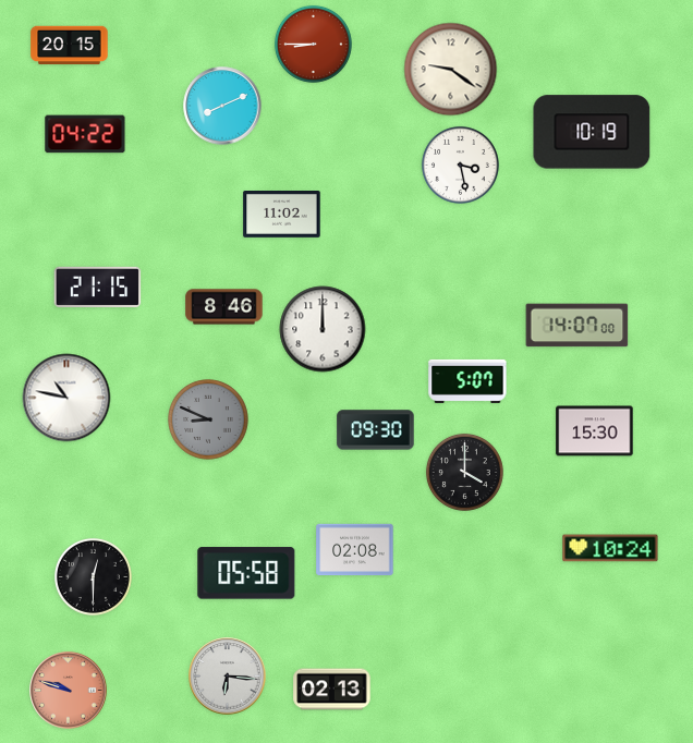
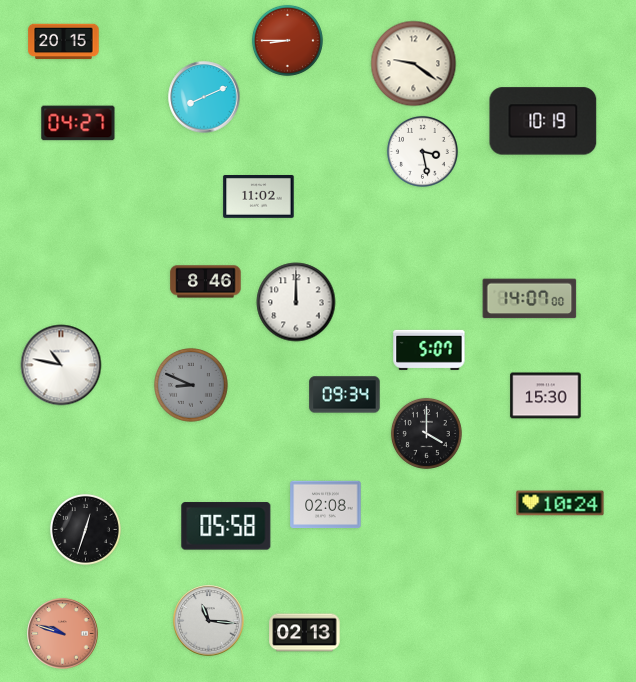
clock at (85, 134): 04:22 -> 04:27
clock at (98, 288): 21:15 -> none
clock at (376, 430): 09:30 -> 09:34
clock at (93, 576): 12:30 -> 12:33
clock at (228, 677): 6:16 -> 11:16
